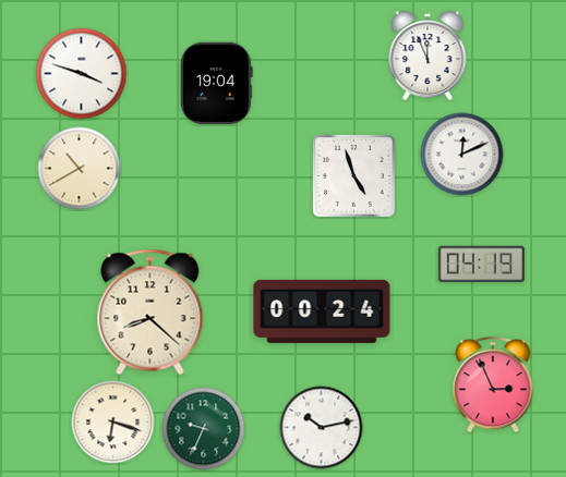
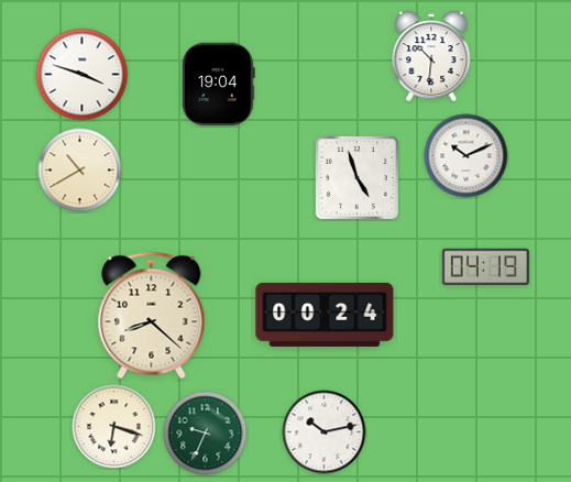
clock at (427, 56): 11:56 -> 10:31
clock at (462, 155): 12:11 -> 10:11
clock at (493, 386): 2:56 -> none
